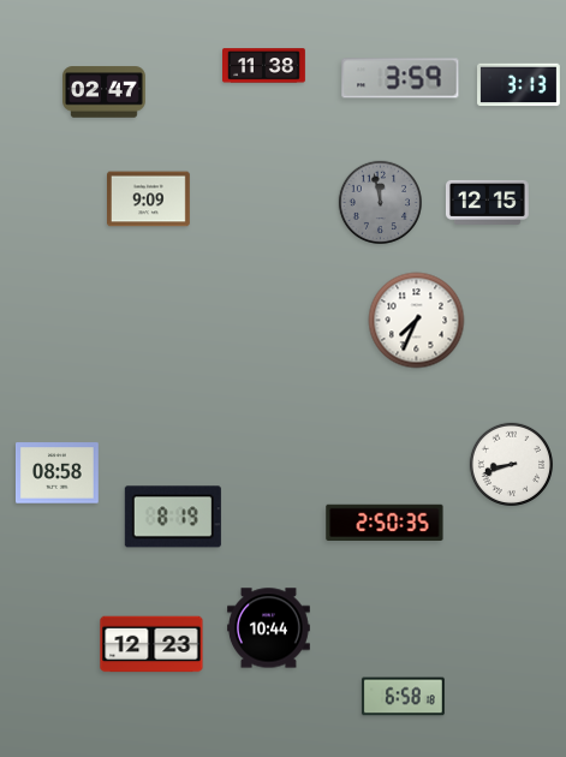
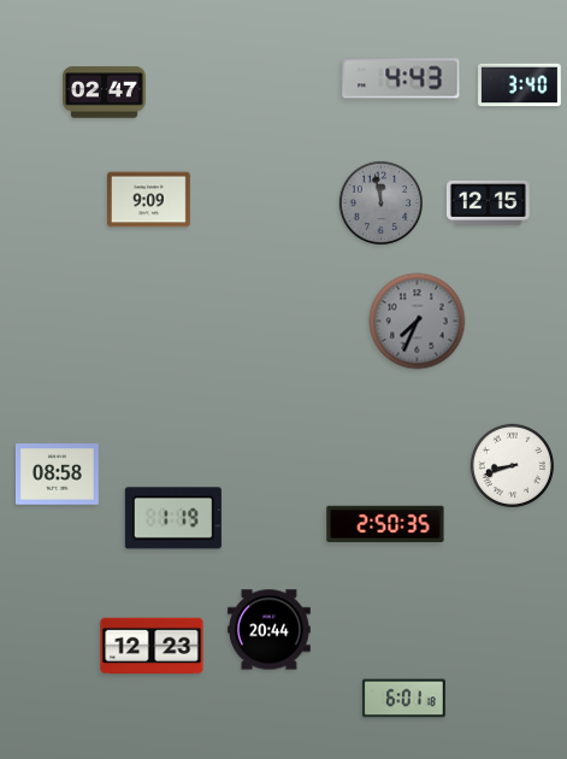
clock at (264, 66): 11:38 -> none
clock at (400, 78): 3:59 -> 4:43
clock at (519, 85): 3:13 -> 3:40
clock at (417, 321) dial: white -> grey
clock at (173, 517): 8:19 -> 1:19
clock at (269, 628): 10:44 -> 20:44
clock at (403, 697): 6:58 -> 6:01
